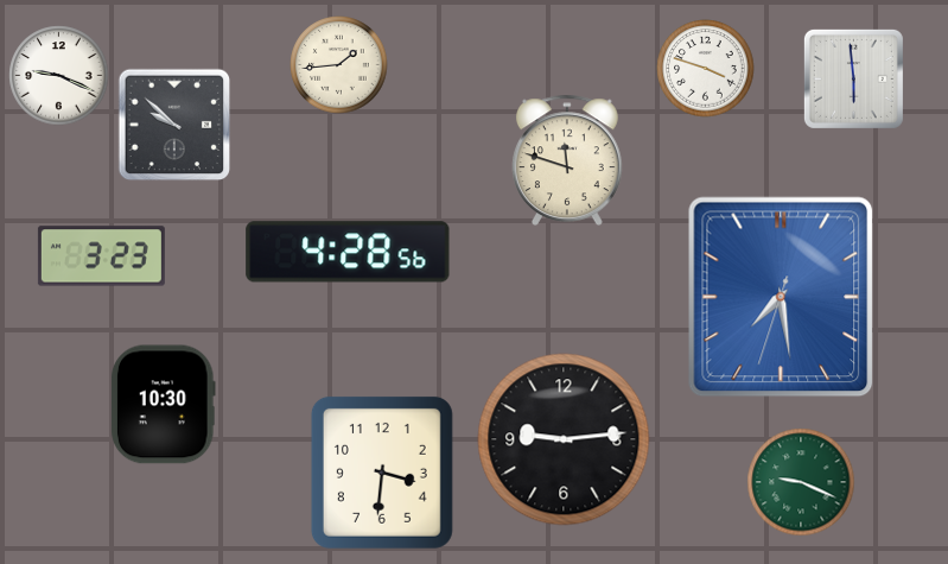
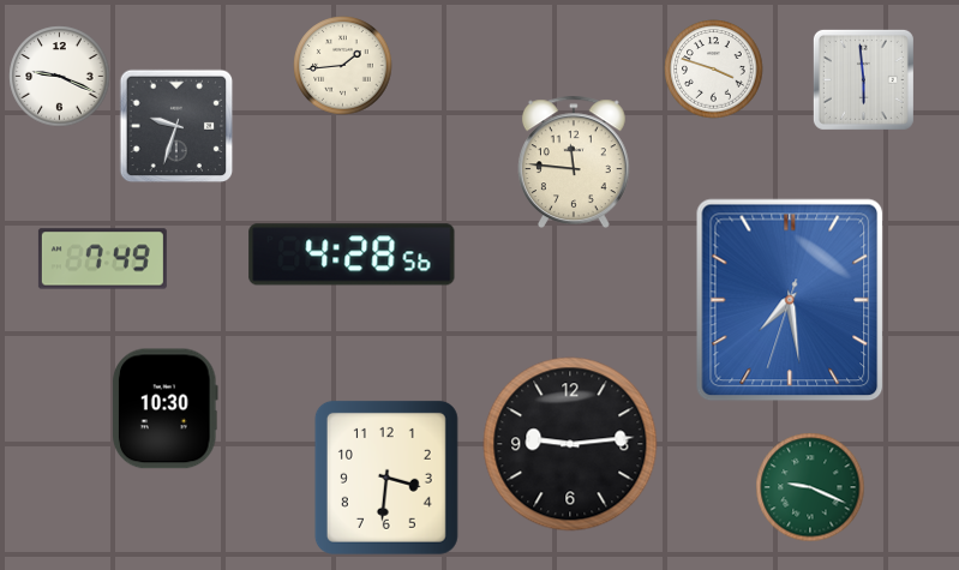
clock at (174, 125): 9:52 -> 9:33
clock at (567, 159): 11:48 -> 11:46
clock at (101, 256): 3:23 -> 7:49
